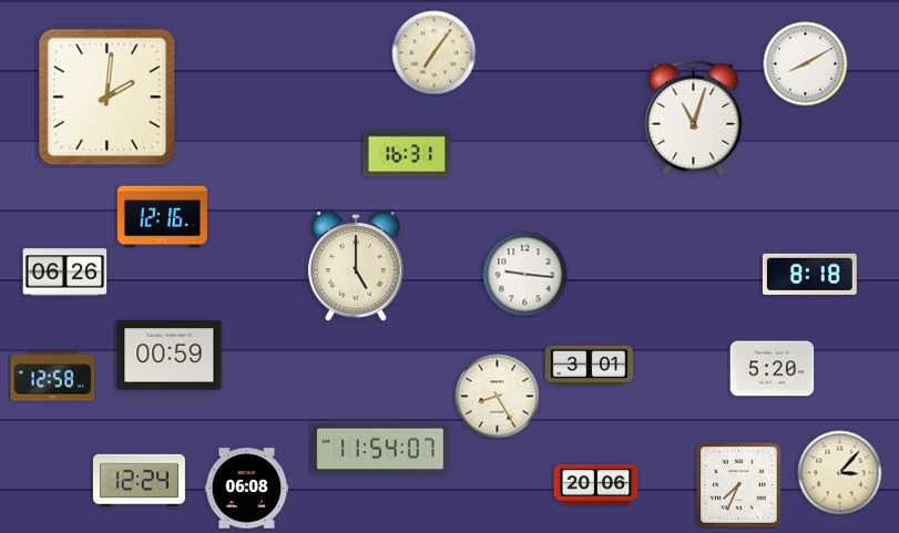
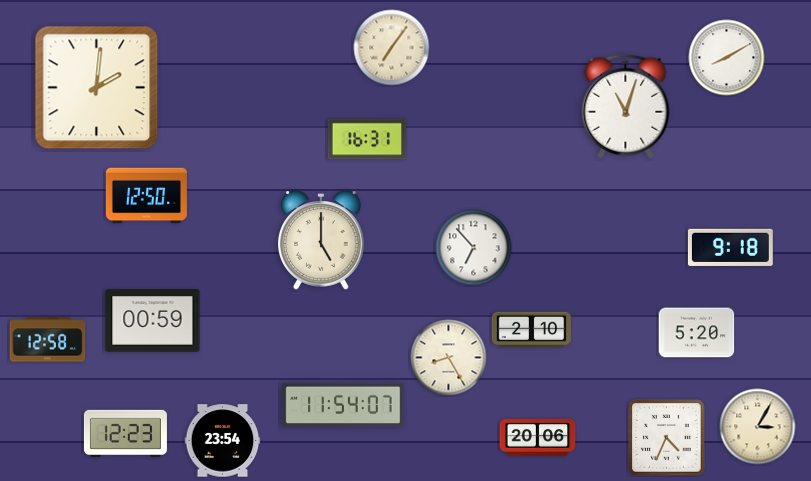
clock at (162, 217): 12:16 -> 12:50
clock at (65, 273): 06:26 -> none
clock at (809, 274): 8:18 -> 9:18
clock at (525, 275): 9:16 -> 6:53
clock at (589, 366): 3:01 -> 2:10
clock at (840, 473): 3:07 -> 3:05
clock at (139, 480): 12:24 -> 12:23
clock at (739, 485): 7:34 -> 4:34
clock at (247, 489): 06:08 -> 23:54
